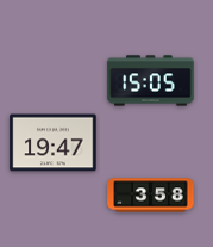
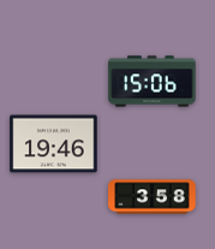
clock at (151, 81): 15:05 -> 15:06
clock at (54, 143): 19:47 -> 19:46
